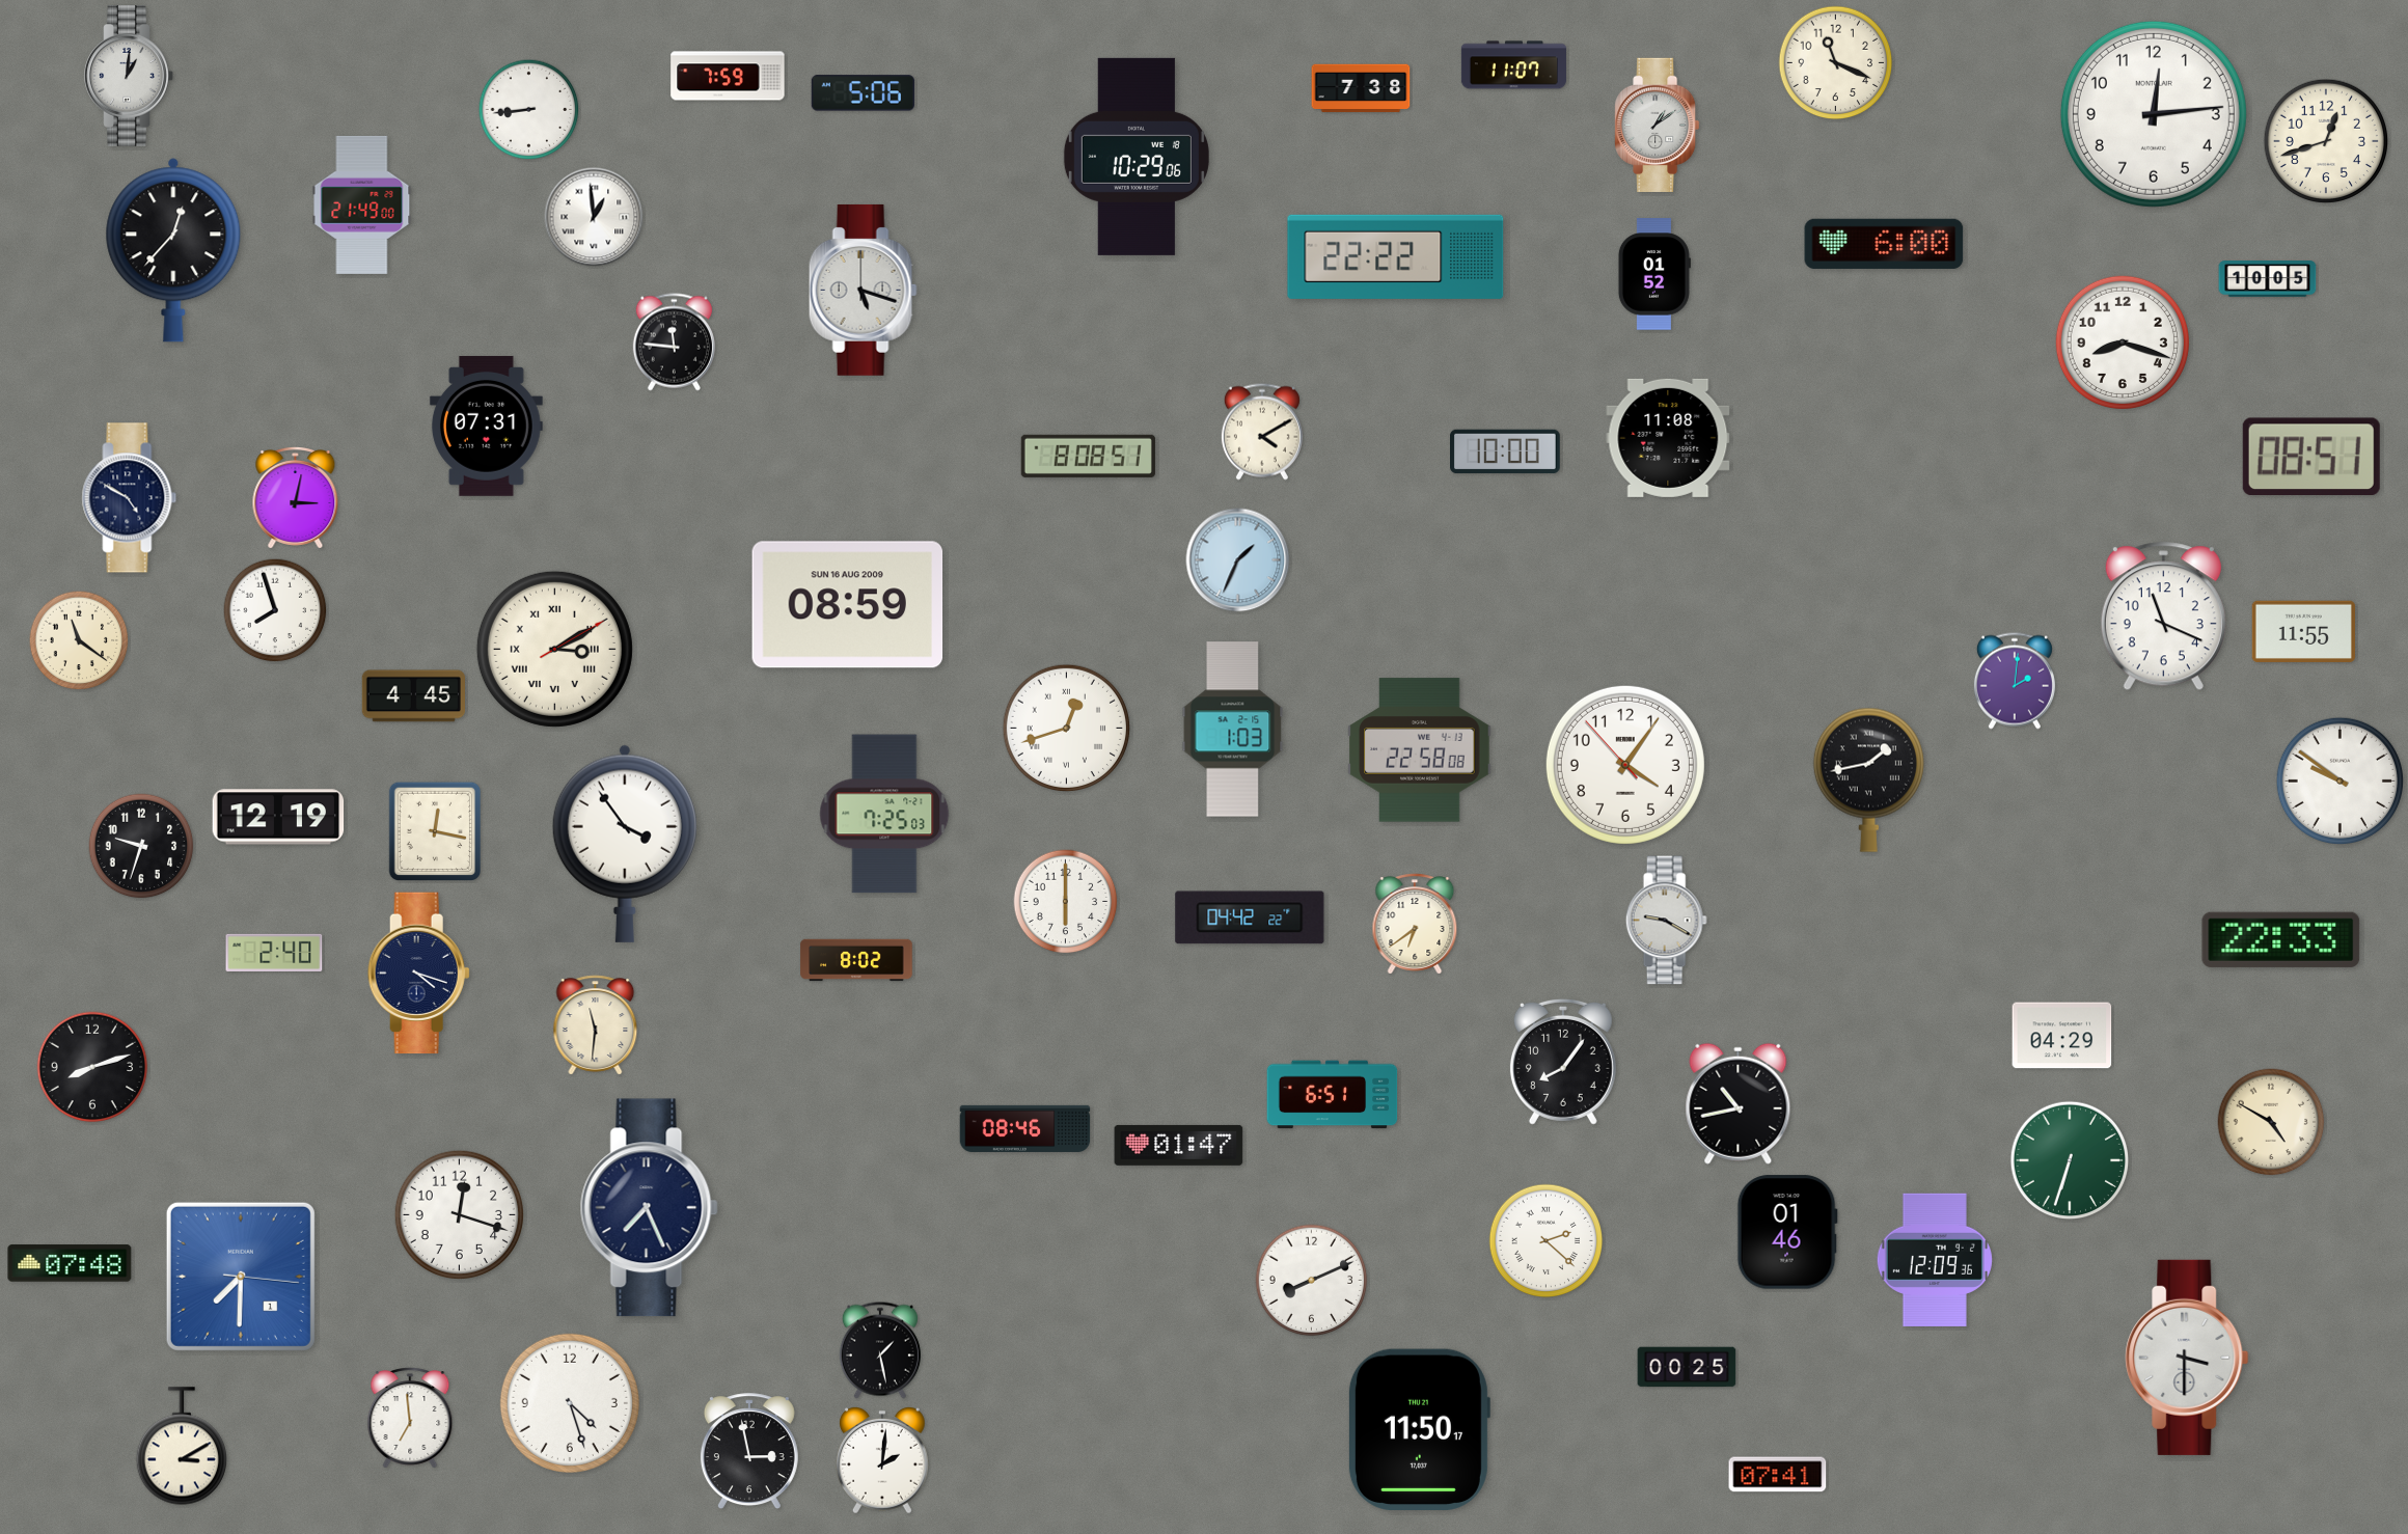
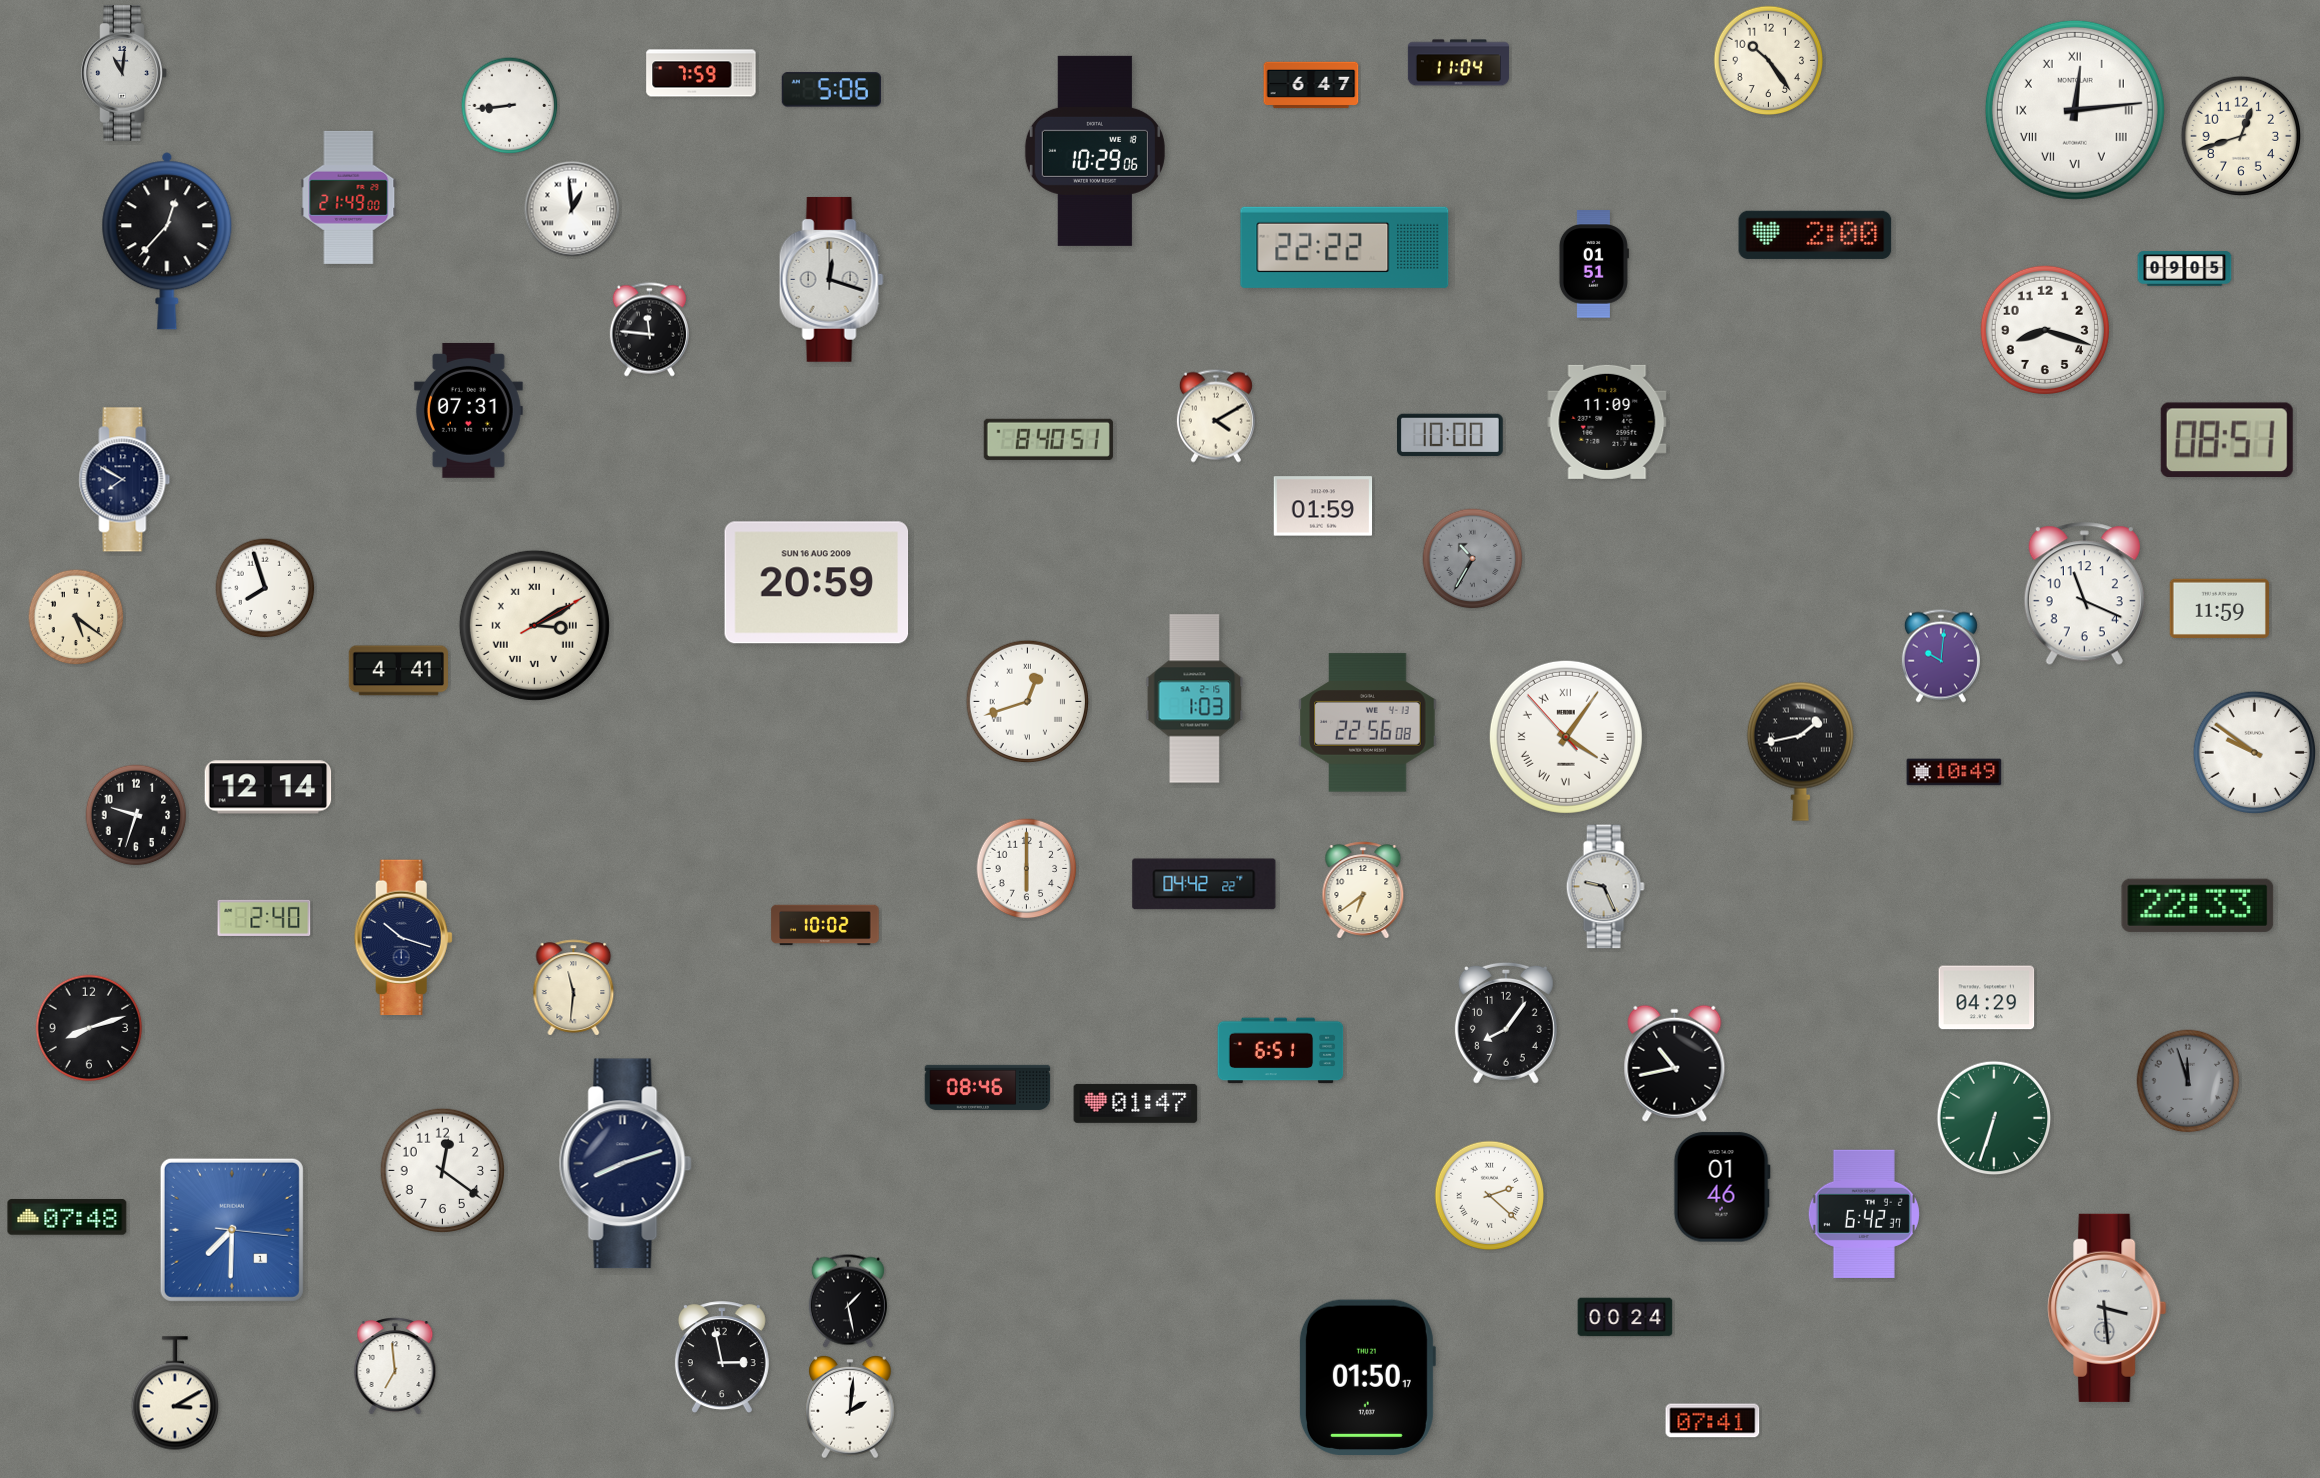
clock at (1836, 63): 11:19 -> 10:24
clock at (1513, 65): 11:07 -> 11:04
clock at (129, 77): 1:01 -> 11:01
clock at (1361, 88): 7:38 -> 6:47
clock at (2154, 114) numerals: Arabic -> Roman
clock at (1658, 125): 1:09 -> none
clock at (1884, 244): 6:00 -> 2:00
clock at (1654, 274): 01:52 -> 01:51
clock at (2268, 279): 10:05 -> 09:05
clock at (863, 290): 5:18 -> 12:18
clock at (1668, 438): 11:08 -> 11:09
clock at (1088, 456): 8:08 -> 8:40
clock at (296, 497): 3:02 -> none
clock at (130, 498): 4:50 -> 7:50
clock at (1323, 506): none -> 01:59
clock at (1238, 560): 1:34 -> none
clock at (1473, 559): none -> 10:35
clock at (848, 605): 08:59 -> 20:59
clock at (2303, 631): 11:55 -> 11:59
clock at (79, 640): 11:21 -> 5:21
clock at (2015, 681): 2:01 -> 10:01
clock at (413, 696): 4:45 -> 4:41
clock at (1233, 730) position: (1233, 730) -> (1195, 699)
clock at (1420, 750): 22:58 -> 22:56
clock at (1625, 765) numerals: Arabic -> Roman
clock at (1954, 772): none -> 10:49
clock at (884, 814): 7:25 -> none
clock at (278, 817): 12:19 -> 12:14
clock at (435, 831): 12:17 -> none
clock at (625, 844): 3:54 -> none
clock at (1666, 921): 9:20 -> 9:26
clock at (856, 960): 8:02 -> 10:02
clock at (418, 974): 4:18 -> 10:18
clock at (1333, 1095) position: (1333, 1095) -> (1281, 1051)
clock at (2271, 1122): 4:50 -> 11:57
clock at (2271, 1122) dial: cream -> grey
clock at (649, 1208): 7:26 -> 8:12
clock at (459, 1214): 12:18 -> 12:21
clock at (1935, 1259): 12:09 -> 6:42
clock at (1312, 1281): 8:11 -> none
clock at (2187, 1358): 3:30 -> 3:29
clock at (1687, 1367): 00:25 -> 00:24
clock at (570, 1403): 4:27 -> none
clock at (1419, 1429): 11:50 -> 01:50
clock at (749, 1452) position: (749, 1452) -> (722, 1358)
